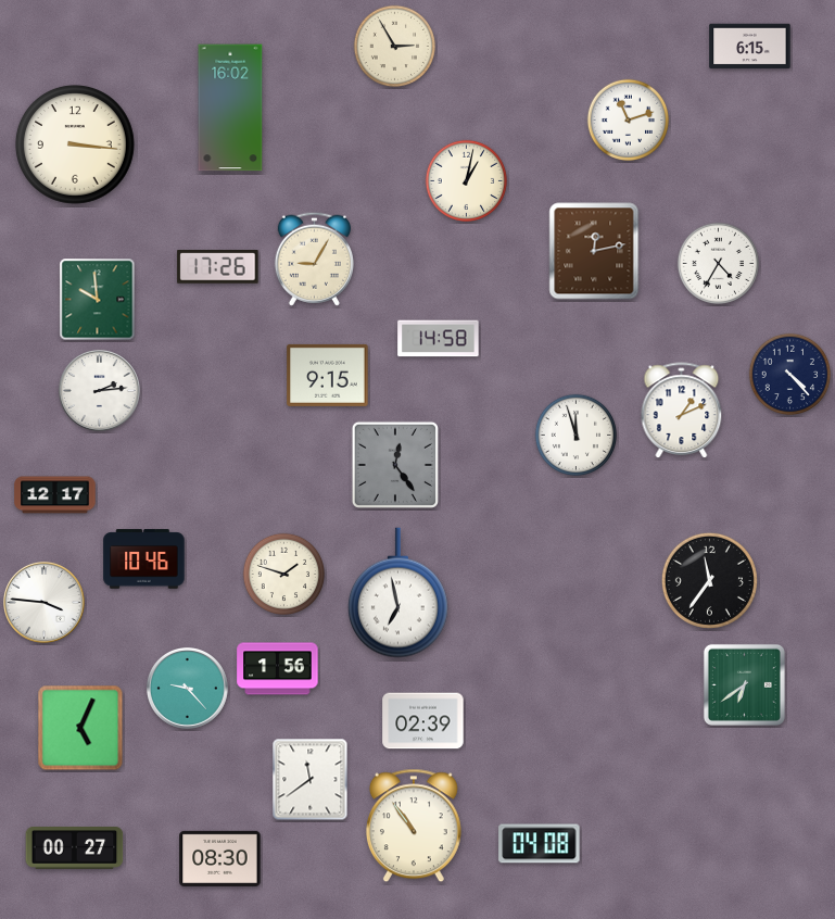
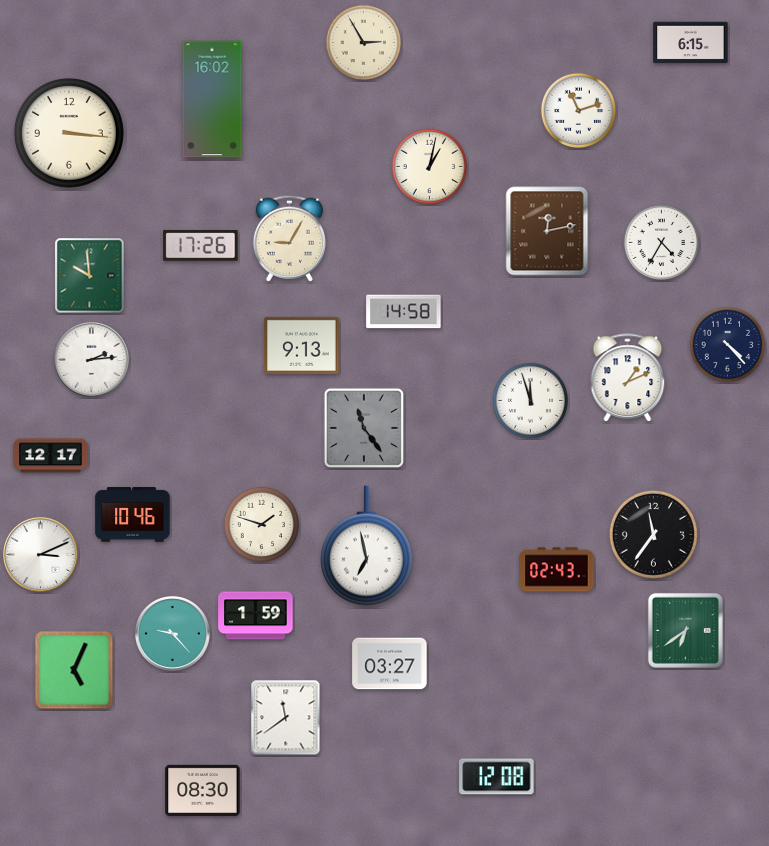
clock at (328, 375): 9:15 -> 9:13
clock at (395, 465): 12:24 -> 11:24
clock at (284, 575) position: (284, 575) -> (262, 525)
clock at (43, 602): 3:46 -> 3:11
clock at (557, 570): none -> 02:43
clock at (278, 669): 1:56 -> 1:59
clock at (423, 721): 02:39 -> 03:27
clock at (414, 826): 10:54 -> none
clock at (540, 844): 04:08 -> 12:08
clock at (75, 848): 00:27 -> none
